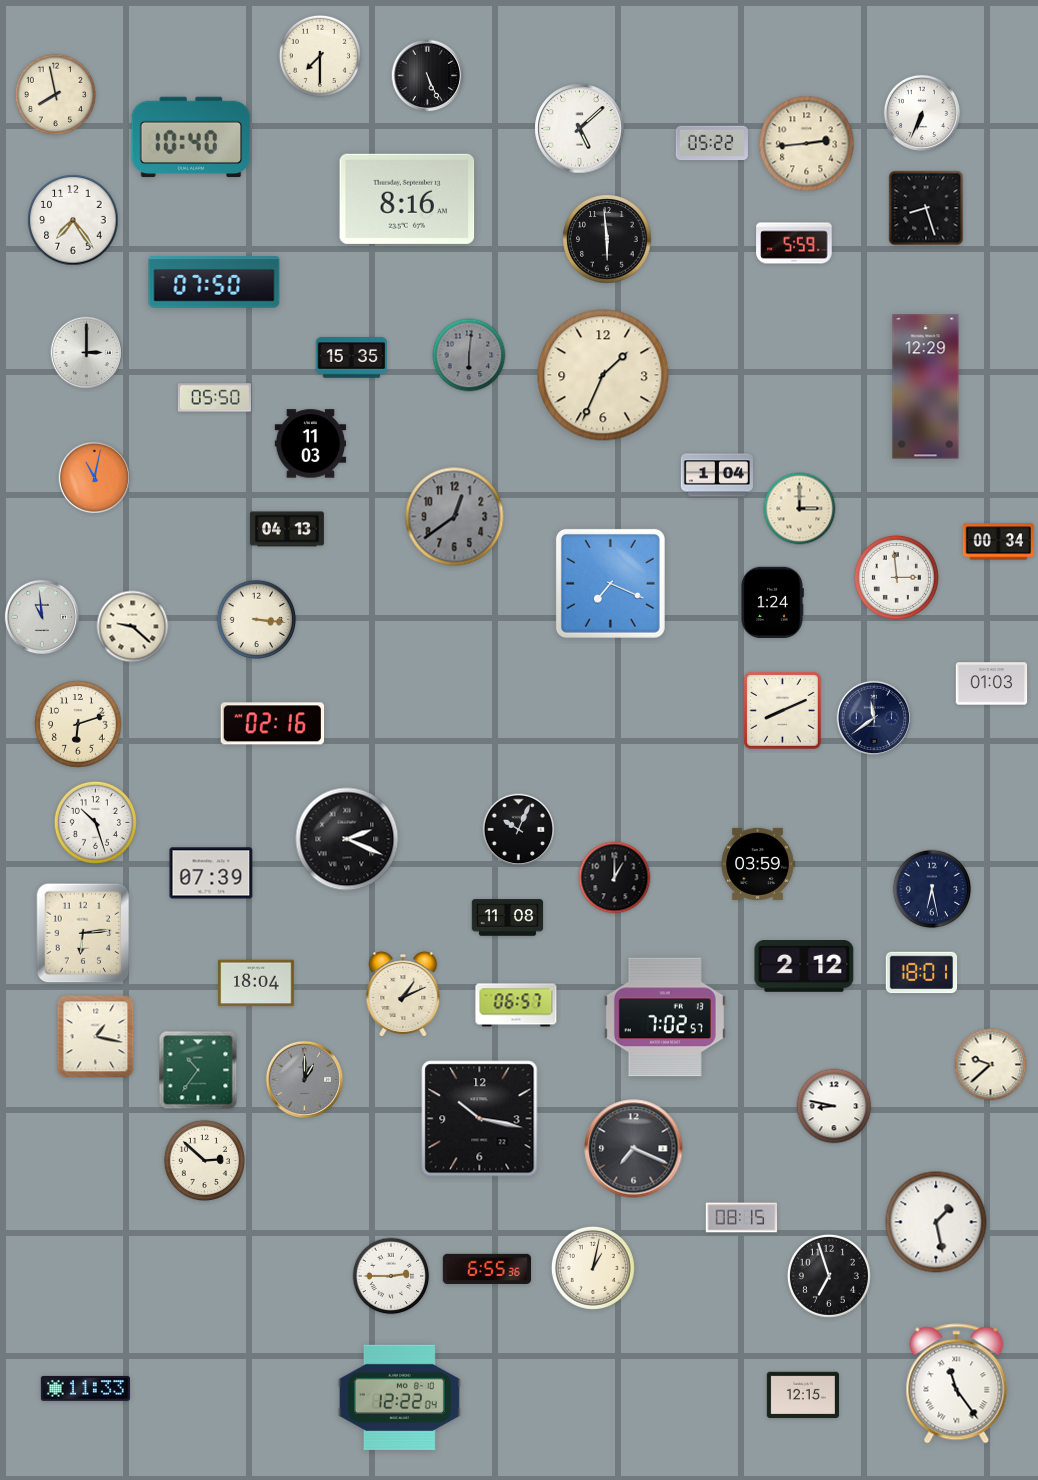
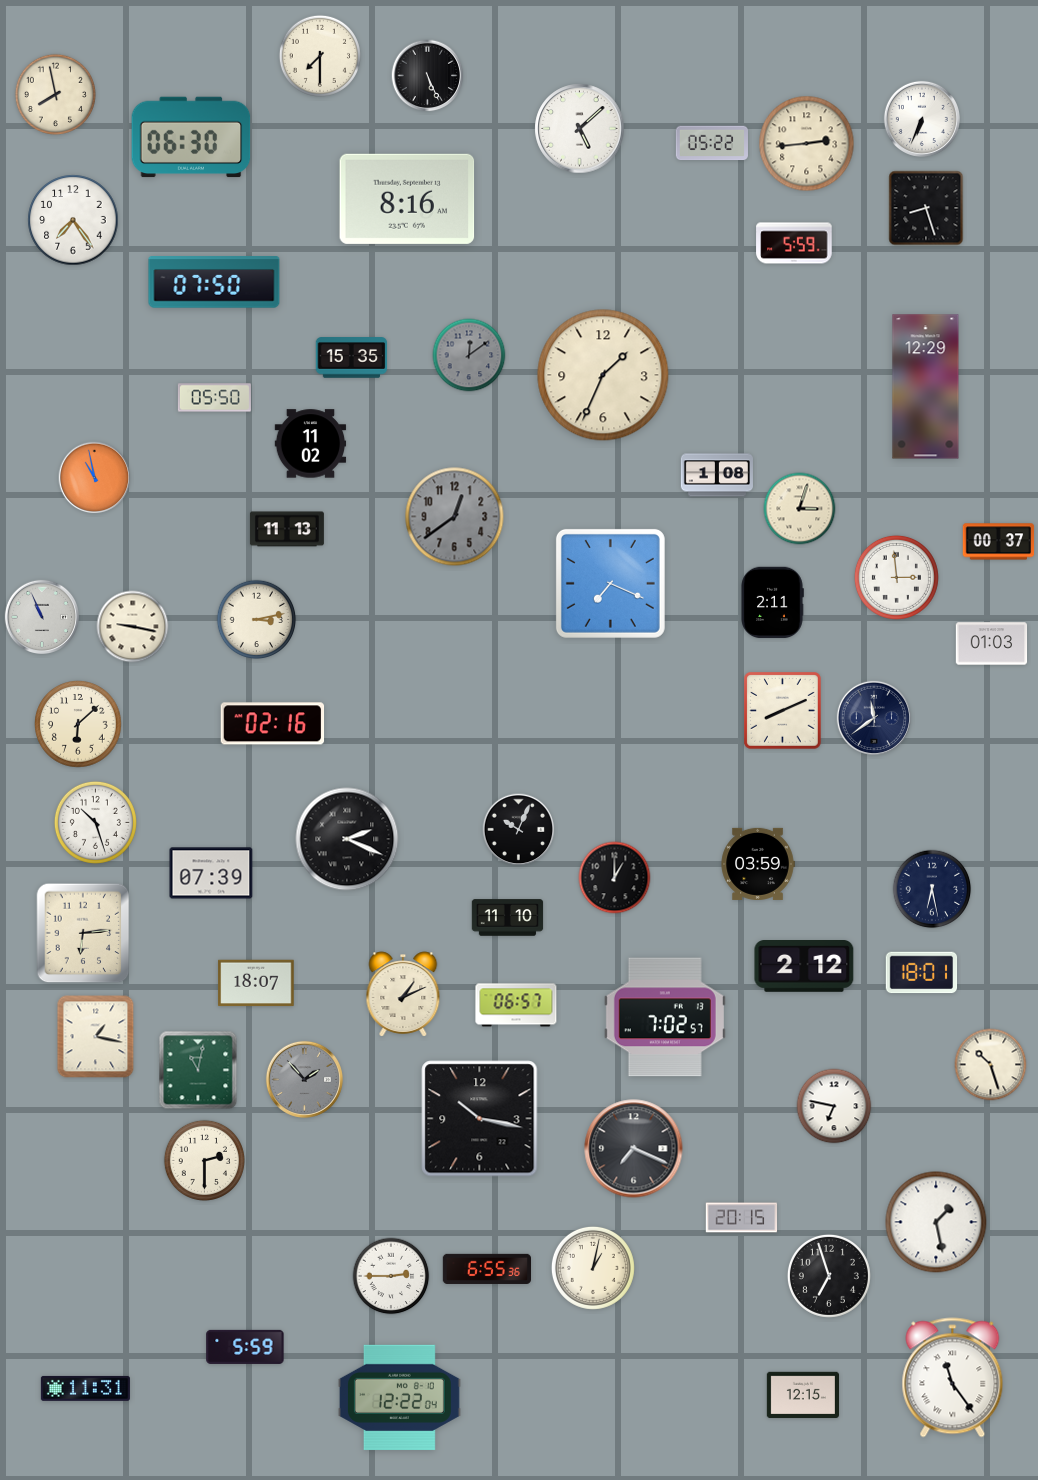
clock at (922, 113) position: (922, 113) -> (922, 119)
clock at (191, 137): 10:40 -> 06:30
clock at (607, 239): 5:59 -> none
clock at (87, 353): 3:00 -> none
clock at (469, 355): 6:01 -> 12:09
clock at (311, 444): 11:03 -> 11:02
clock at (717, 475): 1:04 -> 1:08
clock at (95, 478): 11:02 -> 10:58
clock at (800, 509): 3:00 -> 3:03
clock at (287, 529): 04:13 -> 11:13
clock at (999, 542): 00:34 -> 00:37
clock at (772, 603): 1:24 -> 2:11
clock at (41, 616): 10:59 -> 10:56
clock at (257, 620): 3:16 -> 3:13
clock at (133, 627): 9:22 -> 9:17
clock at (992, 684) position: (992, 684) -> (992, 644)
clock at (78, 724): 6:12 -> 6:08
clock at (508, 918): 11:08 -> 11:10
clock at (256, 983): 18:04 -> 18:07
clock at (991, 1065): 9:38 -> 10:27
clock at (198, 1070): 10:36 -> 11:02
clock at (304, 1079): 1:00 -> 1:53
clock at (834, 1106): 8:47 -> 6:47
clock at (204, 1160): 2:52 -> 2:30
clock at (742, 1218): 08:15 -> 20:15
clock at (245, 1347): none -> 5:59
clock at (957, 1384) position: (957, 1384) -> (953, 1378)
clock at (85, 1388): 11:33 -> 11:31
